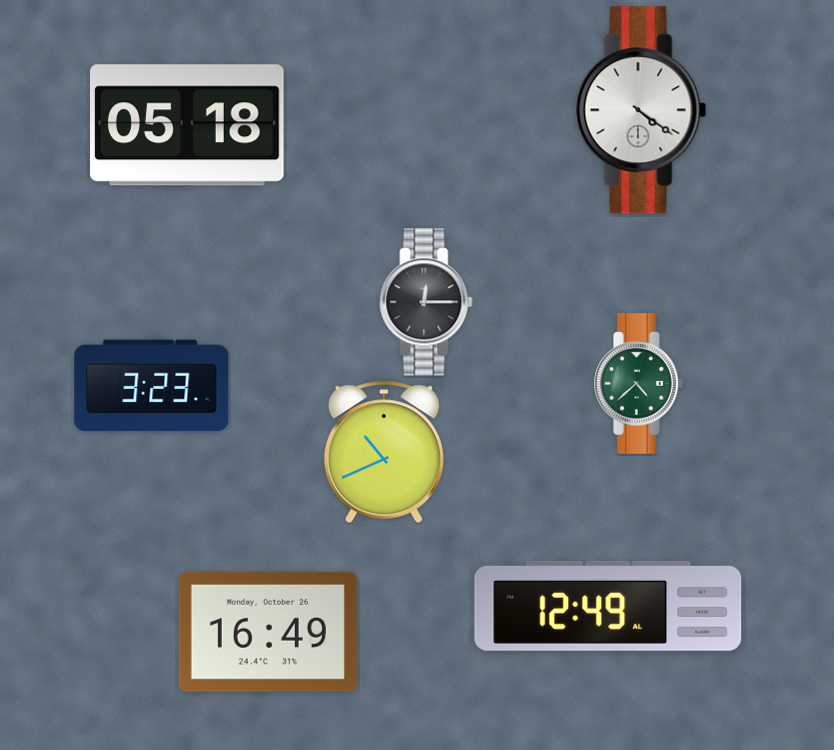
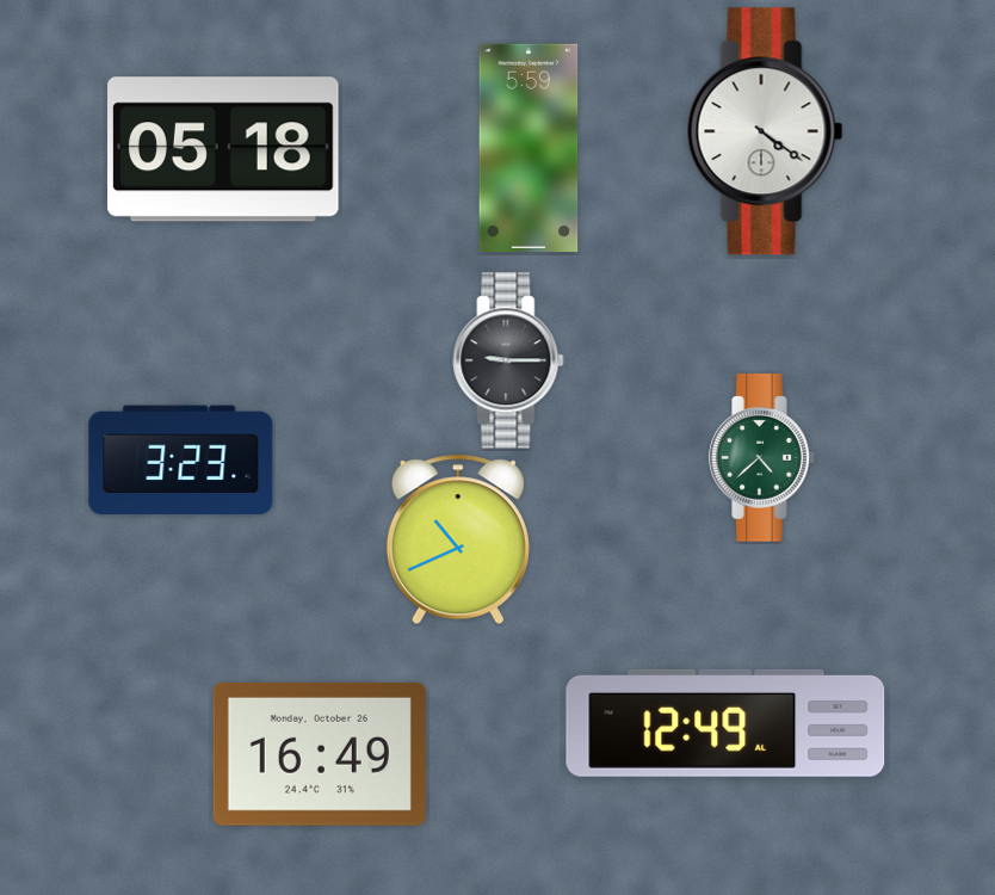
clock at (529, 148): none -> 5:59
clock at (426, 302): 12:15 -> 9:15
